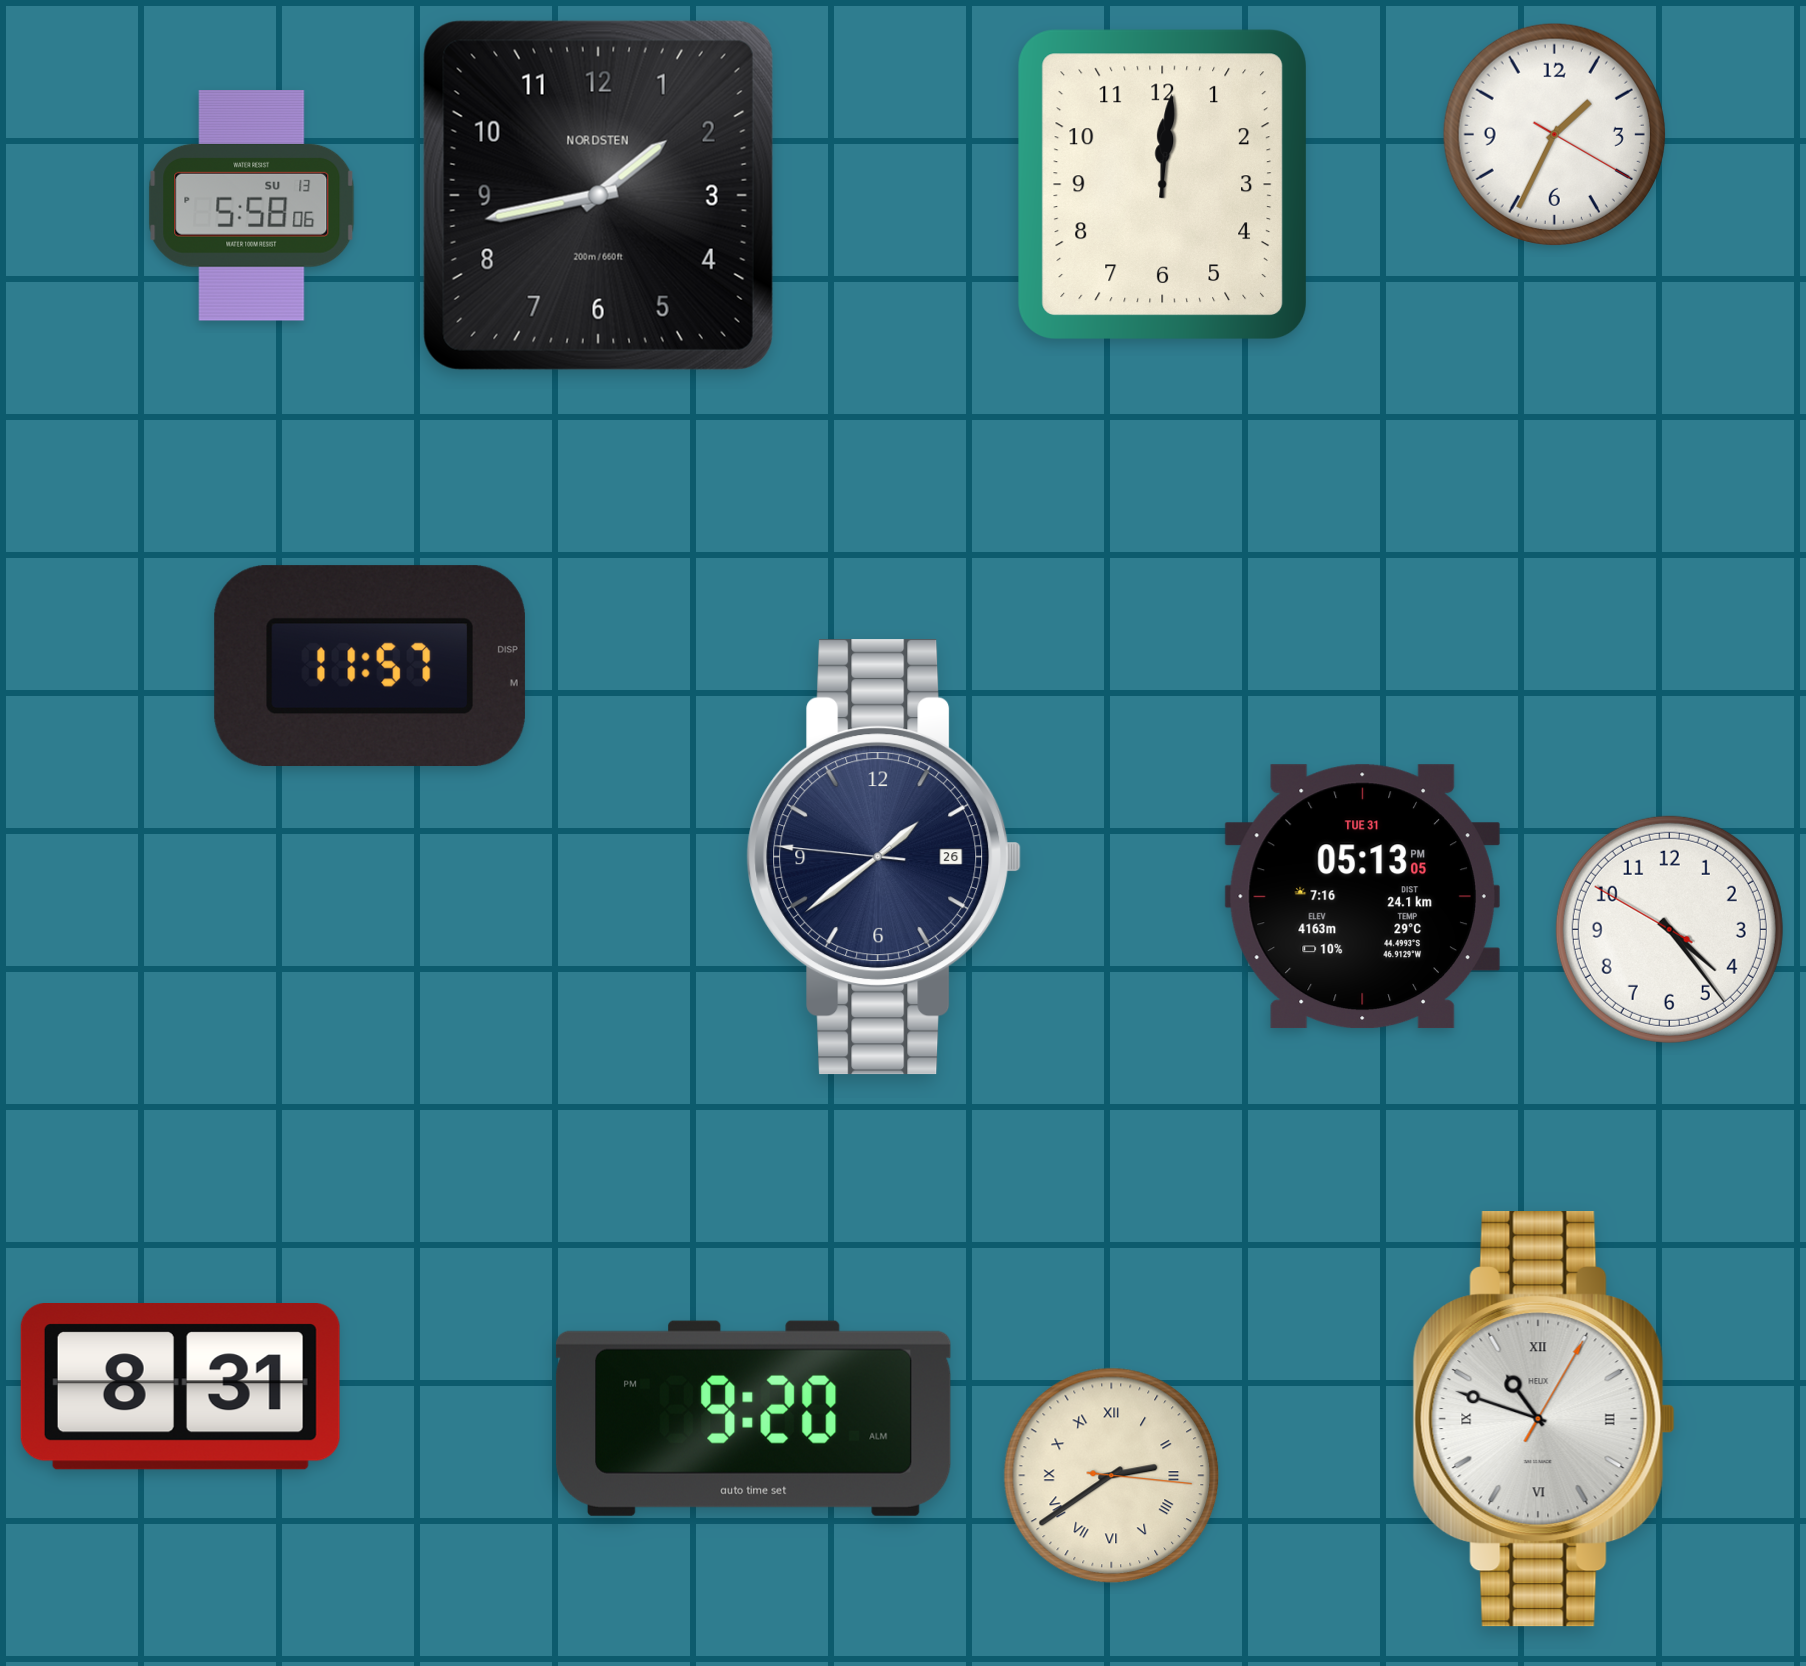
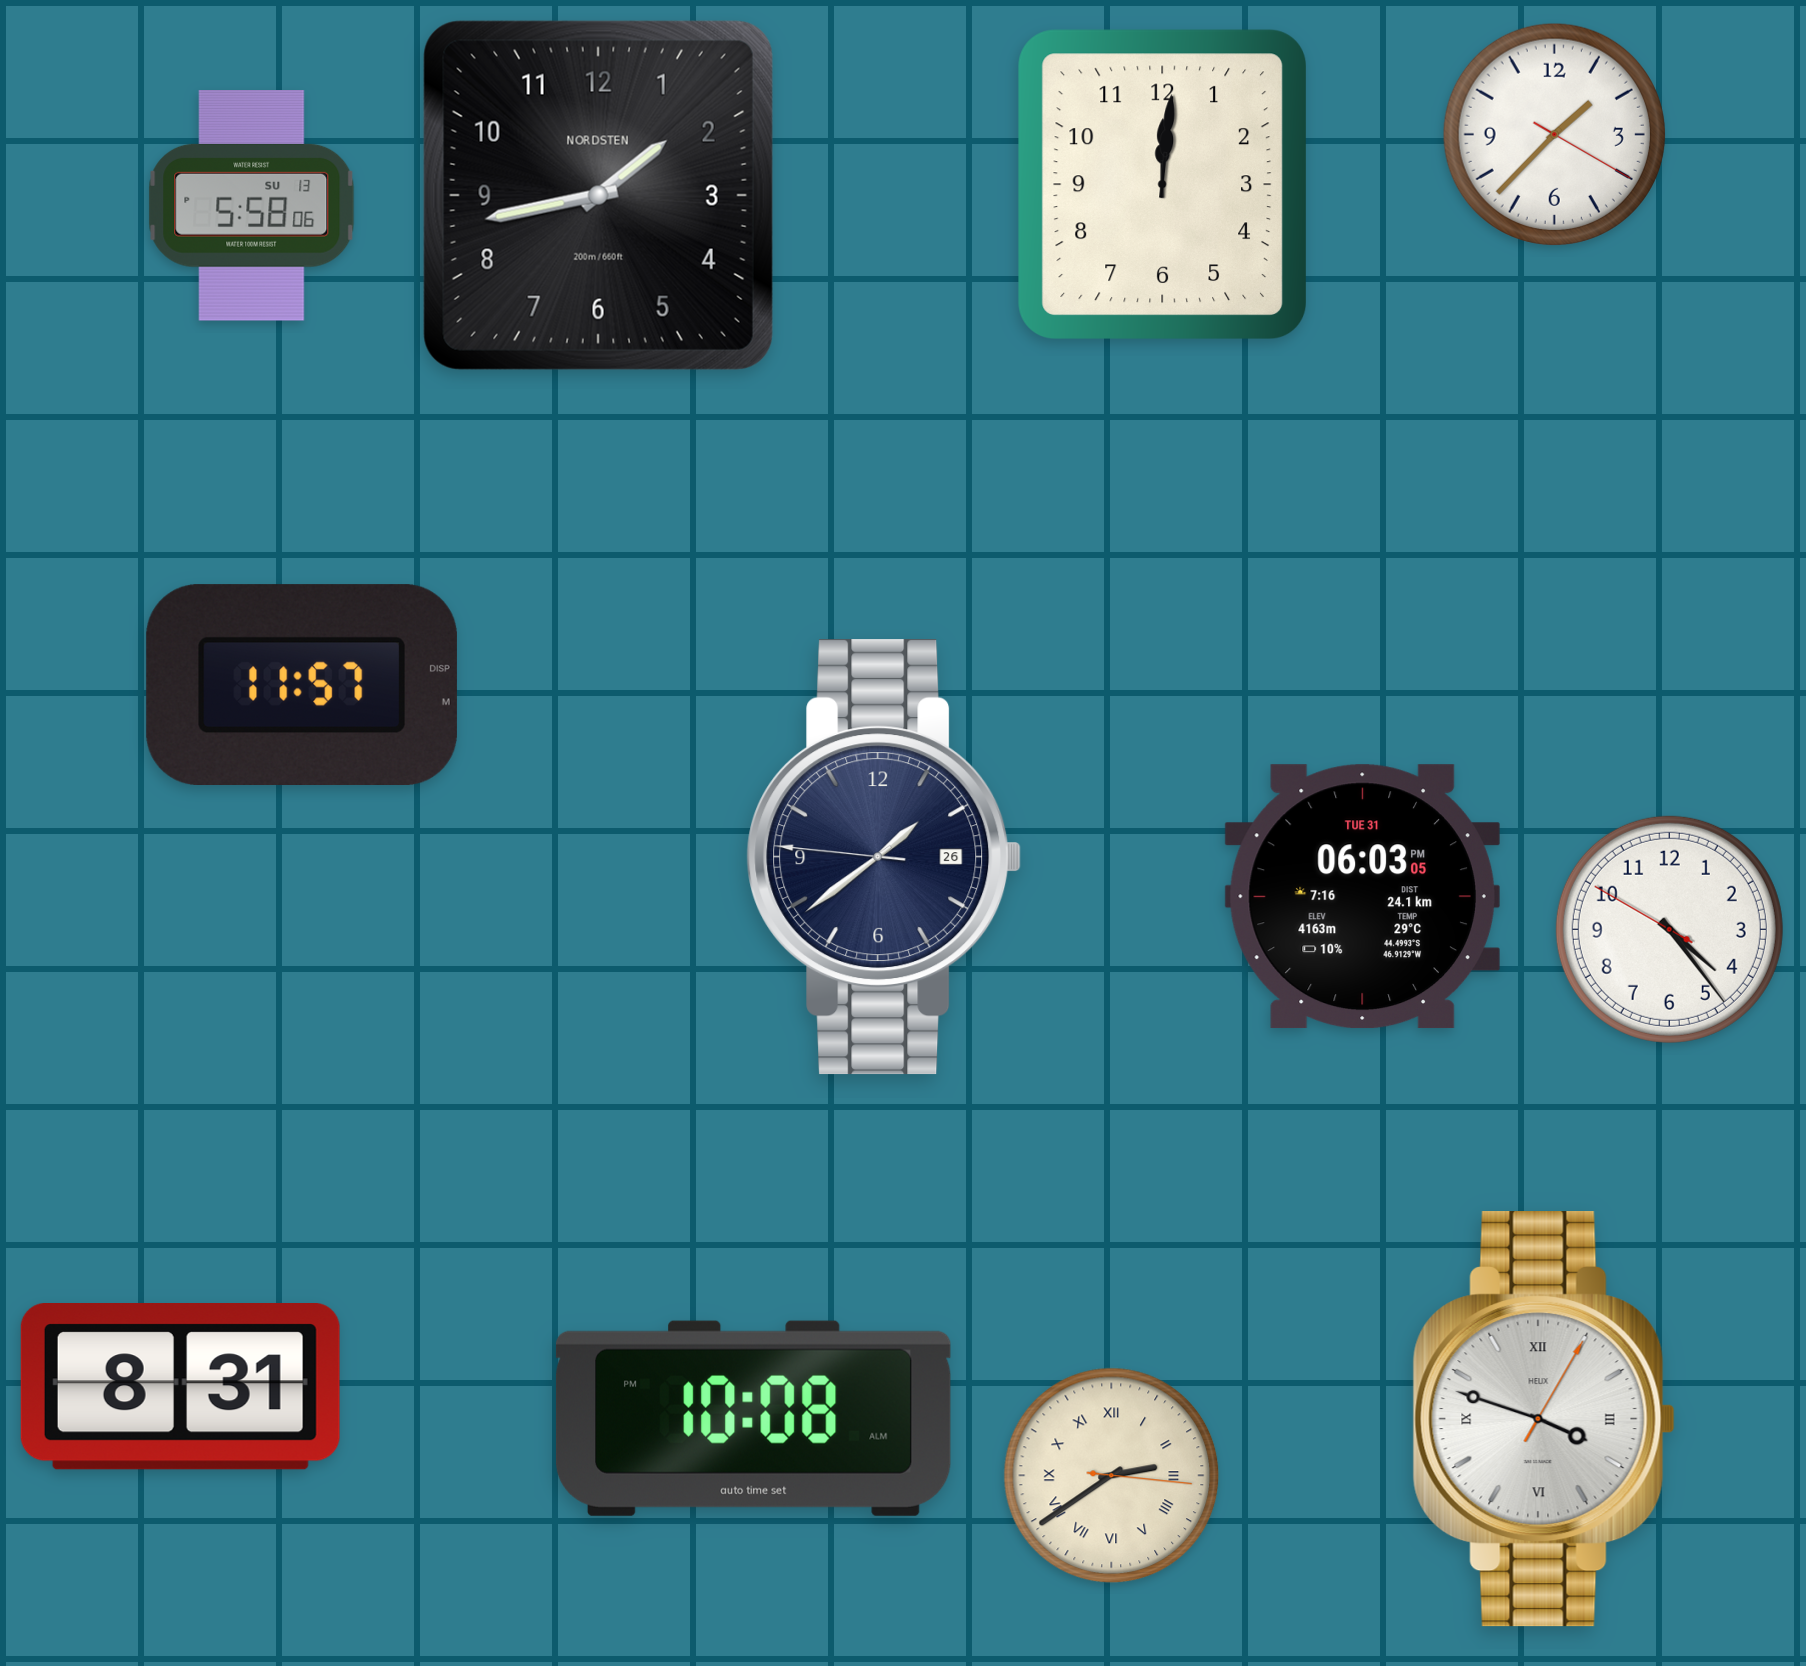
clock at (1554, 134): 1:34 -> 1:37
clock at (370, 665) position: (370, 665) -> (302, 684)
clock at (1362, 897): 05:13 -> 06:03
clock at (753, 1418): 9:20 -> 10:08
clock at (1544, 1419): 10:48 -> 3:48
